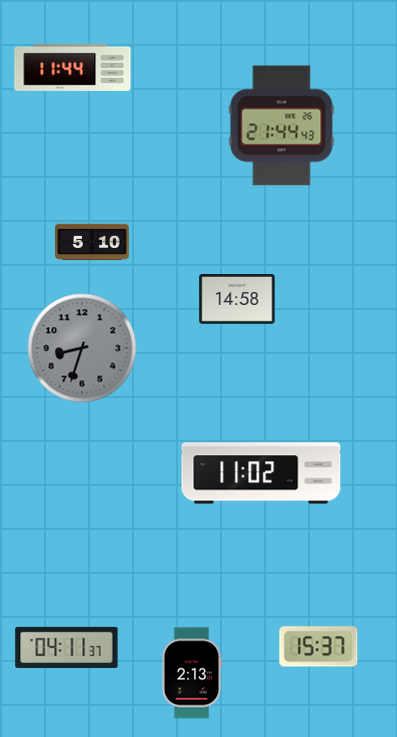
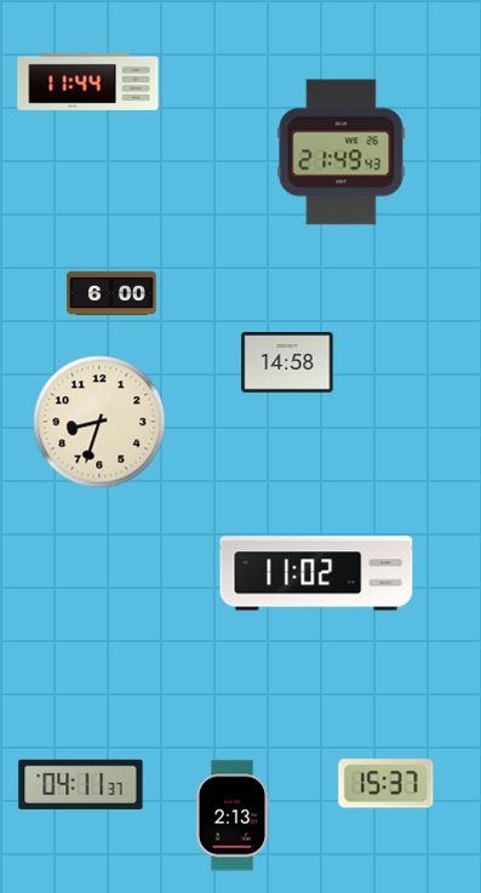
clock at (282, 126): 21:44 -> 21:49
clock at (92, 242): 5:10 -> 6:00
clock at (82, 348) dial: grey -> cream
